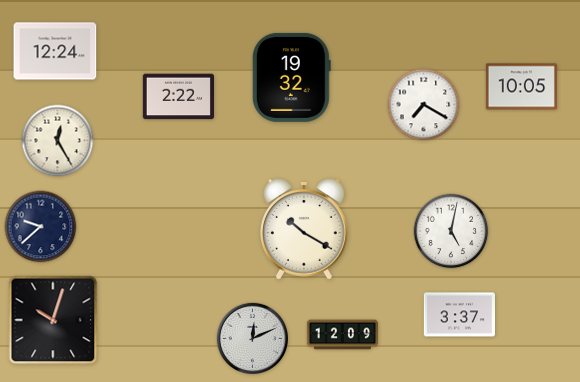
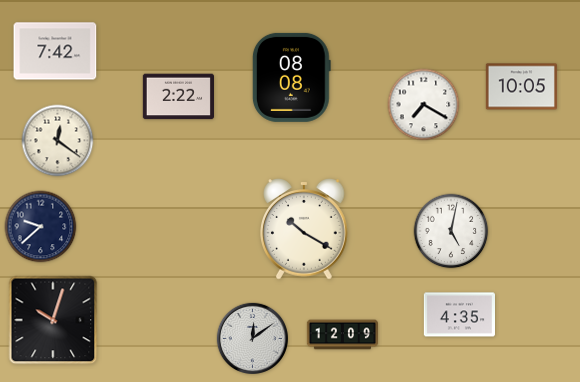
clock at (55, 51): 12:24 -> 7:42
clock at (291, 77): 19:32 -> 08:08
clock at (58, 141): 12:25 -> 12:21
clock at (459, 315): 3:37 -> 4:35
clock at (252, 338): 12:11 -> 12:09
